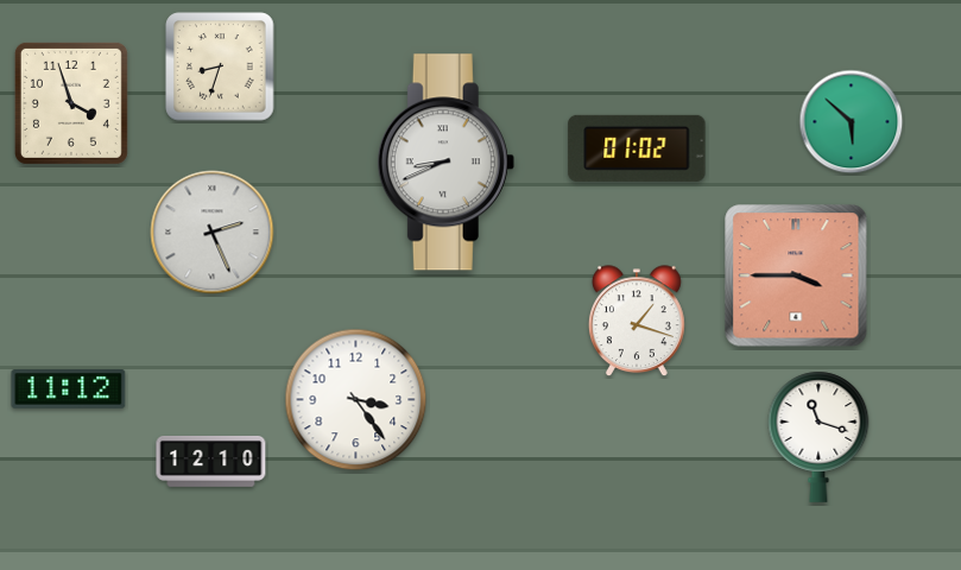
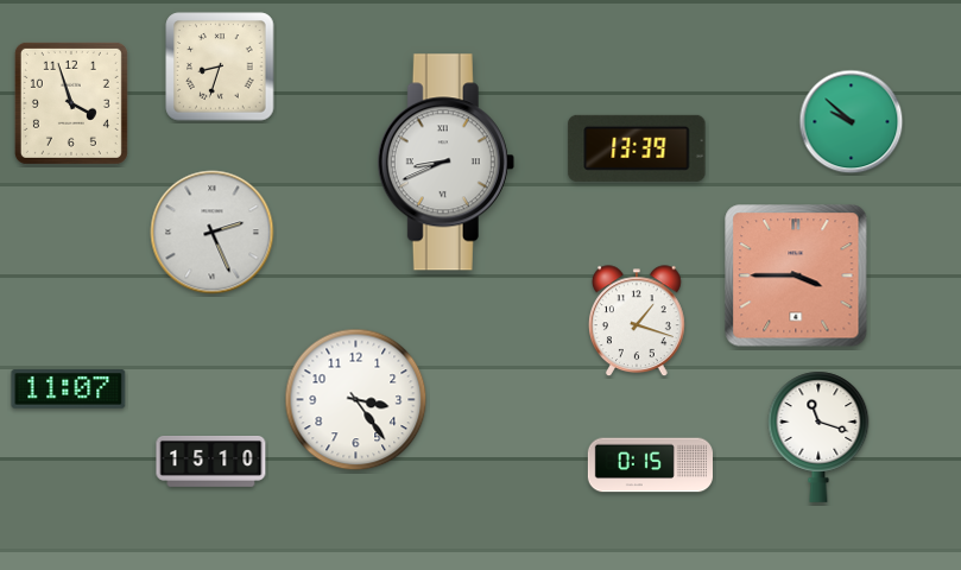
clock at (852, 122): 5:52 -> 9:52
clock at (637, 148): 01:02 -> 13:39
clock at (69, 389): 11:12 -> 11:07
clock at (211, 462): 12:10 -> 15:10
clock at (650, 465): none -> 0:15
